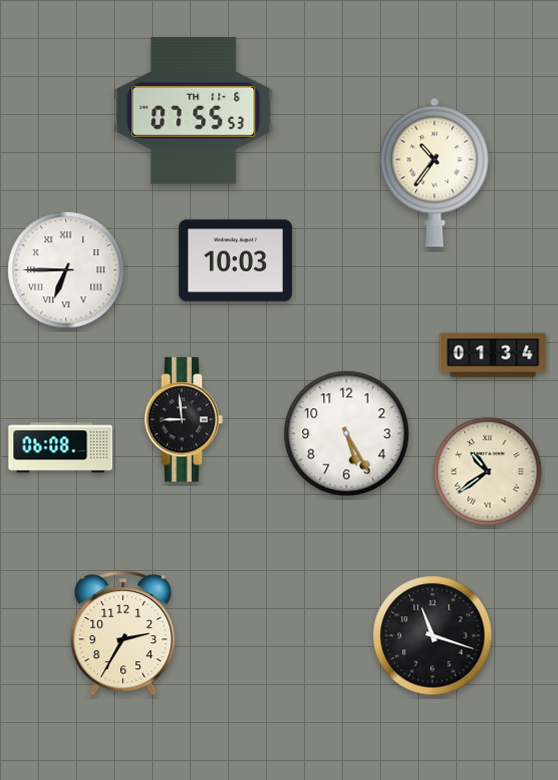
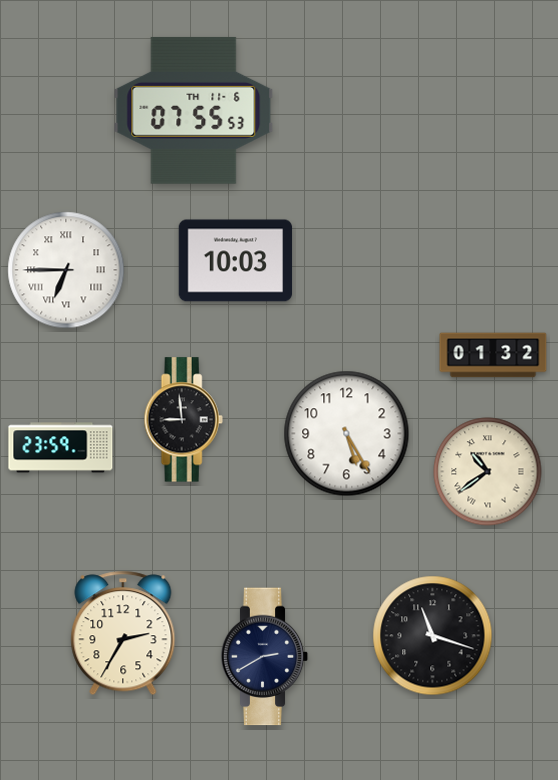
clock at (435, 172): 10:36 -> none
clock at (493, 355): 01:34 -> 01:32
clock at (61, 448): 06:08 -> 23:59
clock at (265, 657): none -> 2:40
